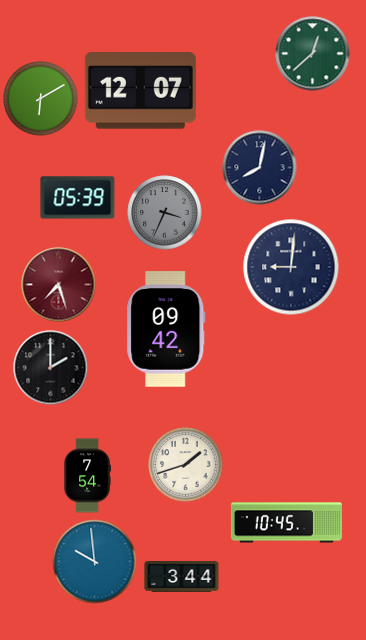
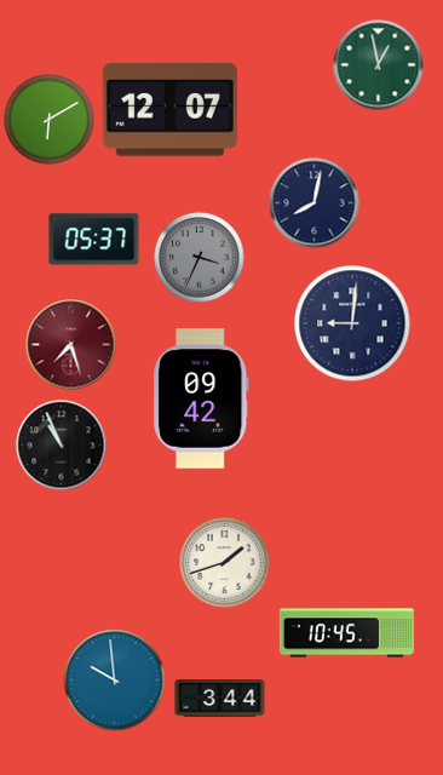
clock at (313, 54): 12:38 -> 12:58
clock at (78, 198): 05:39 -> 05:37
clock at (51, 368): 2:00 -> 10:56
clock at (87, 476): 7:54 -> none
